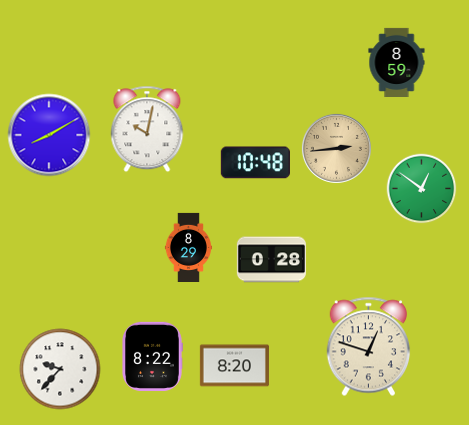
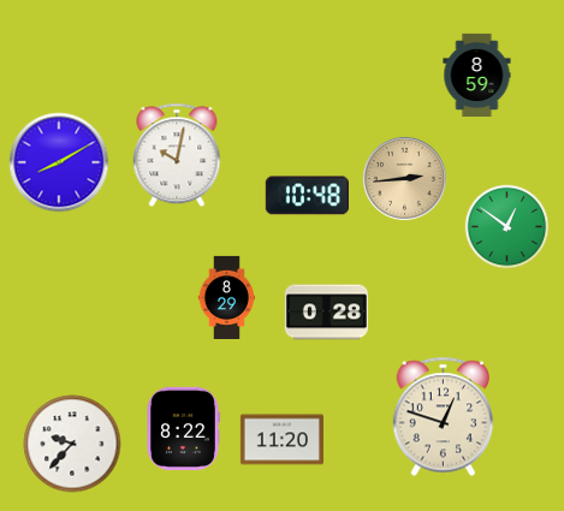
clock at (234, 366): 8:20 -> 11:20
